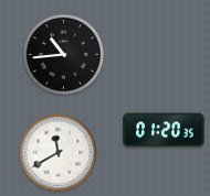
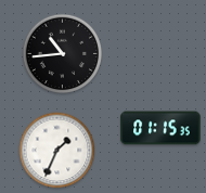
clock at (164, 130): 01:20 -> 01:15
clock at (59, 153): 11:40 -> 1:34
